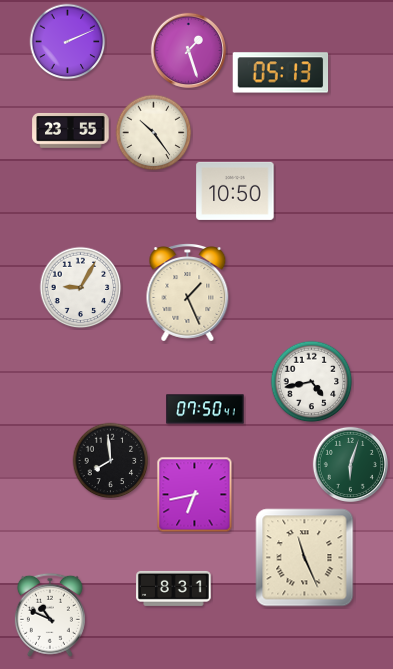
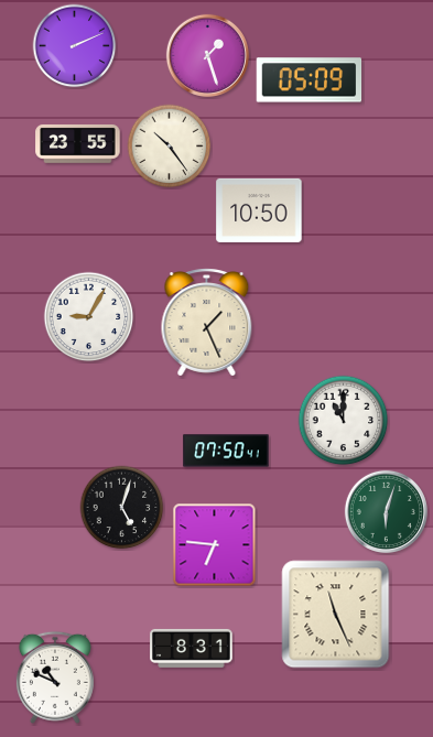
clock at (281, 73): 05:13 -> 05:09
clock at (312, 382): 4:43 -> 11:00
clock at (111, 461): 7:59 -> 5:03
clock at (195, 495): 6:43 -> 6:46
